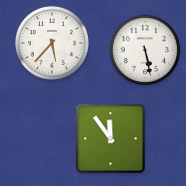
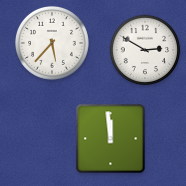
clock at (145, 50): 5:28 -> 2:50
clock at (111, 139): 11:54 -> 11:59
